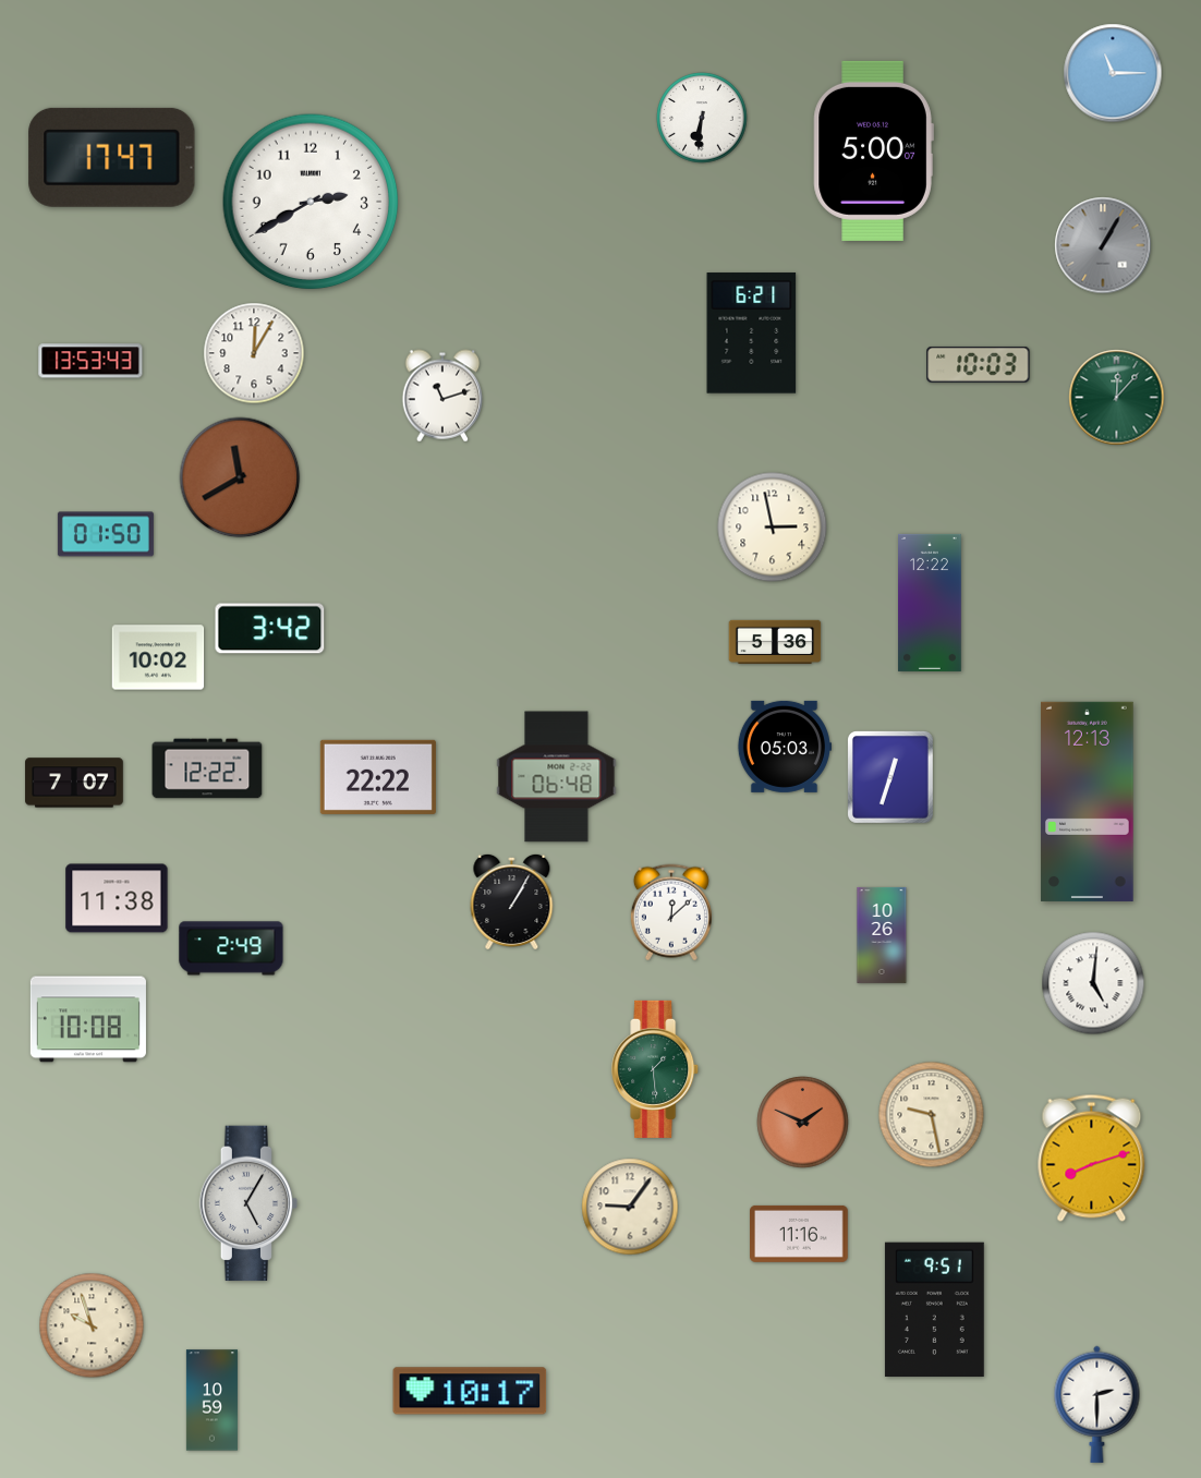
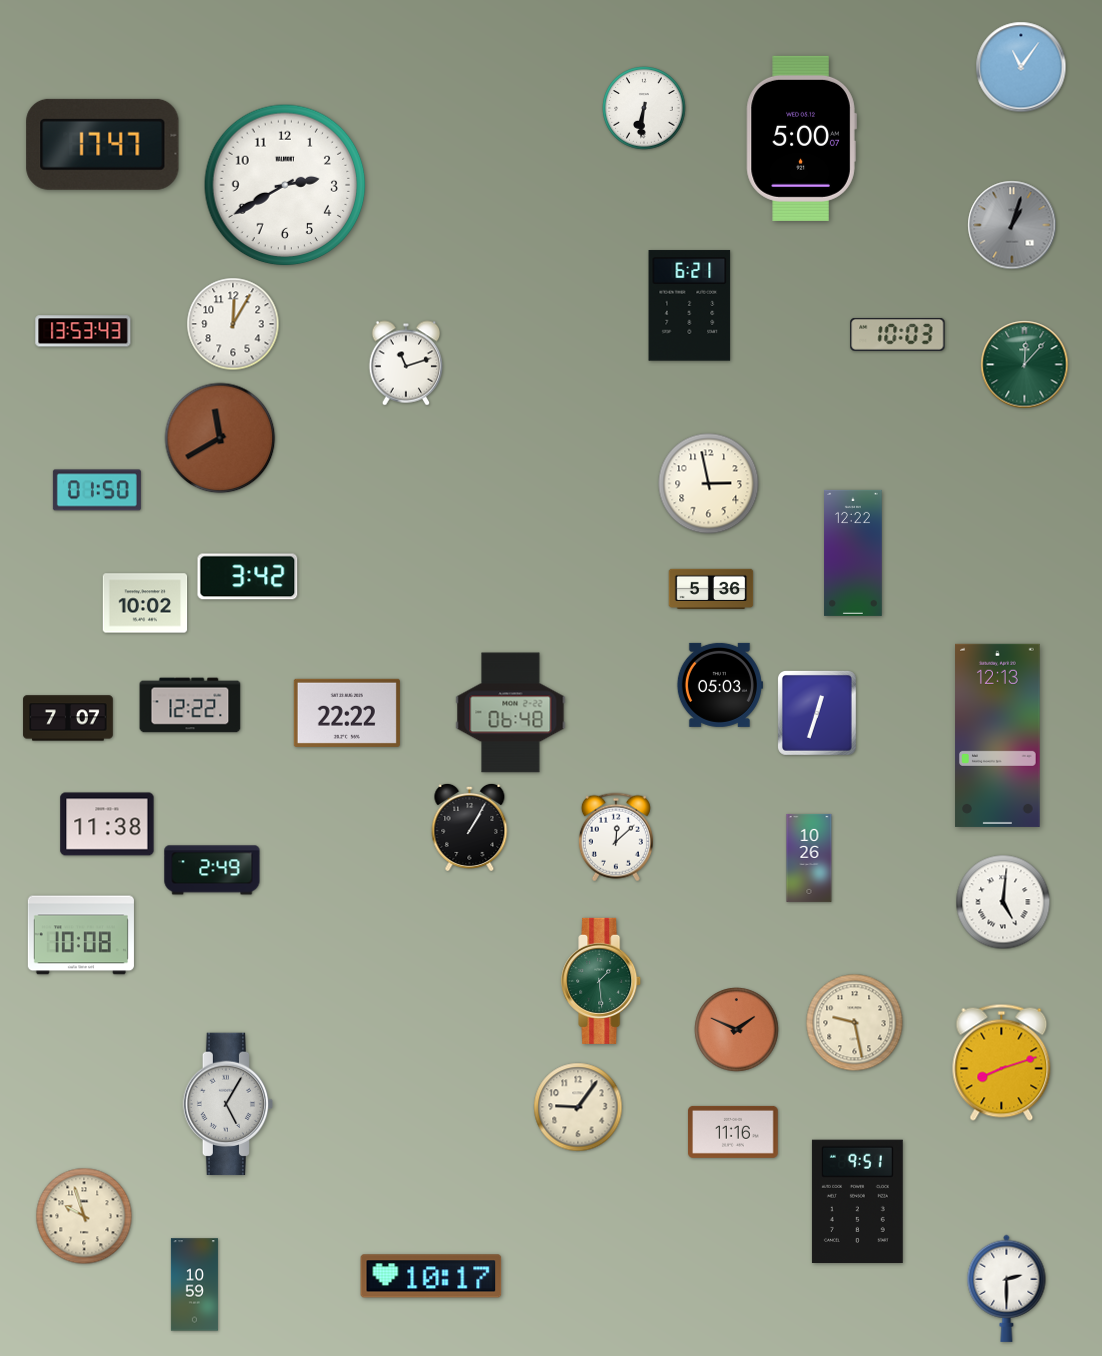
clock at (1113, 73): 11:15 -> 11:06
clock at (1103, 245): 1:05 -> 1:03
